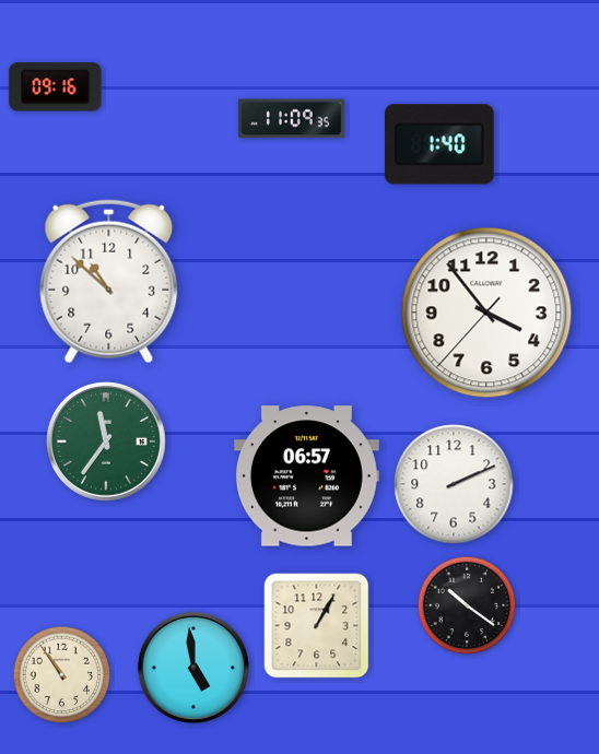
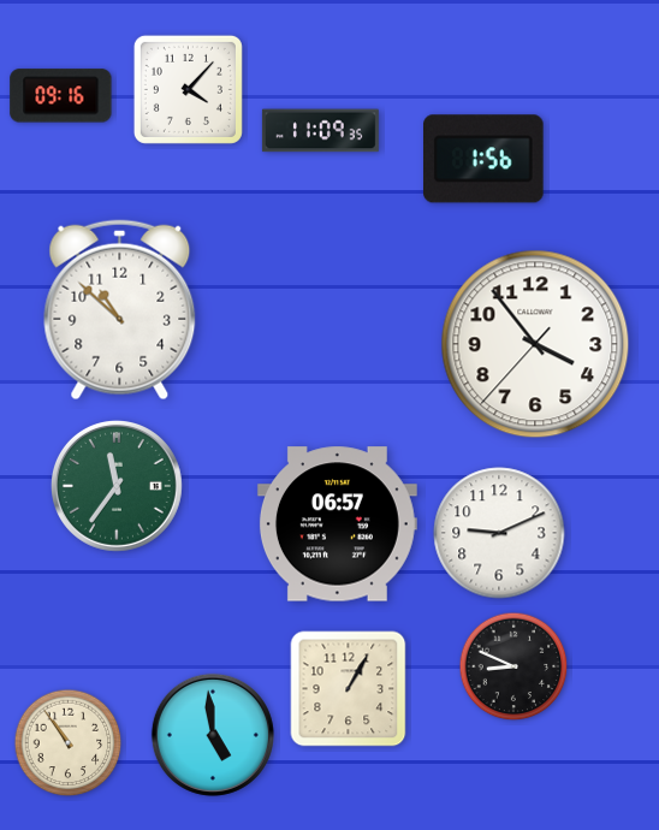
clock at (188, 89): none -> 4:07
clock at (441, 144): 1:40 -> 1:56
clock at (454, 484): 2:11 -> 9:11
clock at (467, 605): 10:21 -> 8:49
